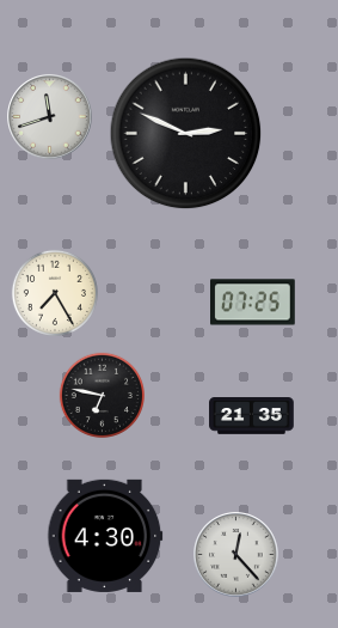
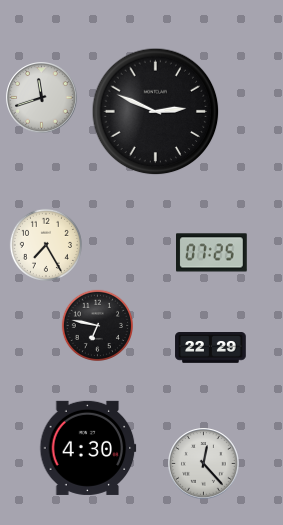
clock at (102, 395) position: (102, 395) -> (97, 325)
clock at (252, 416): 21:35 -> 22:29
clock at (236, 555) position: (236, 555) -> (204, 464)
